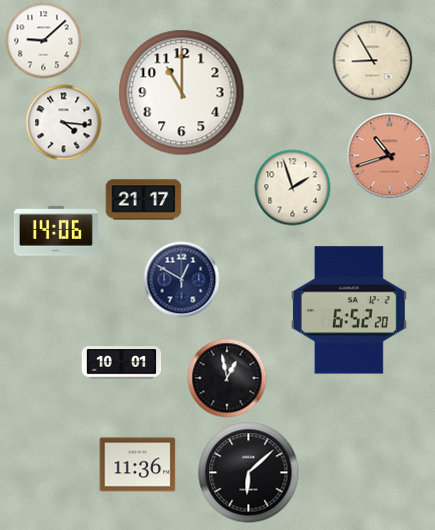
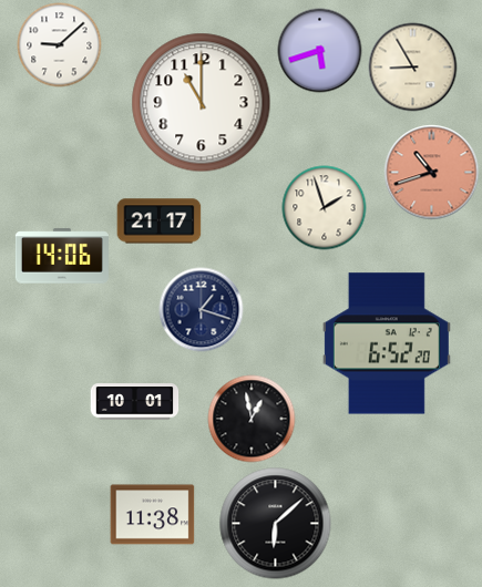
clock at (44, 41) position: (44, 41) -> (60, 45)
clock at (320, 51): none -> 5:42
clock at (64, 123): 4:16 -> none
clock at (182, 280): 12:50 -> 1:18
clock at (138, 465): 11:36 -> 11:38
